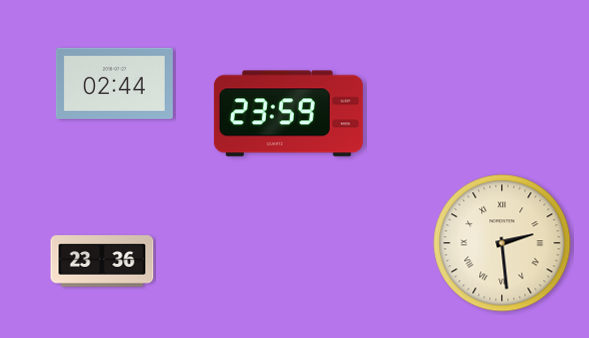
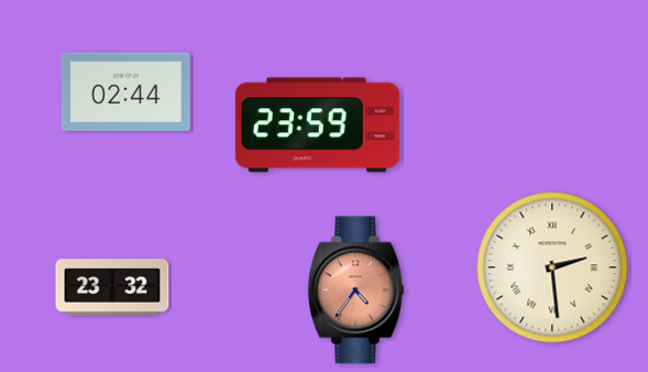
clock at (102, 261): 23:36 -> 23:32
clock at (355, 291): none -> 4:36
